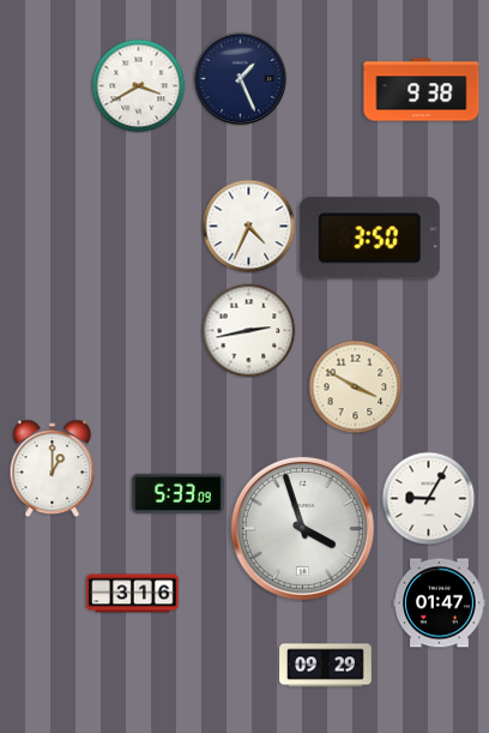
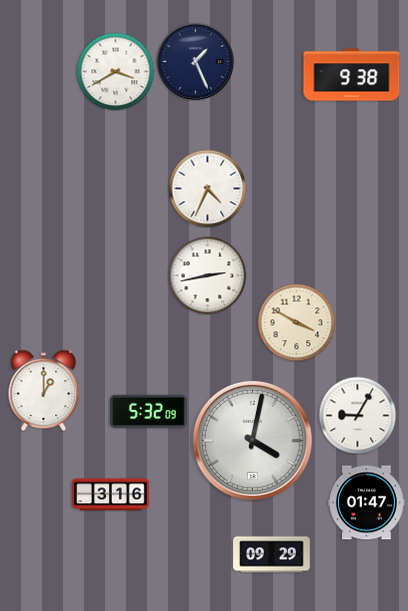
clock at (240, 78) position: (240, 78) -> (195, 61)
clock at (369, 239): 3:50 -> none
clock at (179, 493): 5:33 -> 5:32
clock at (302, 528): 3:57 -> 4:02
